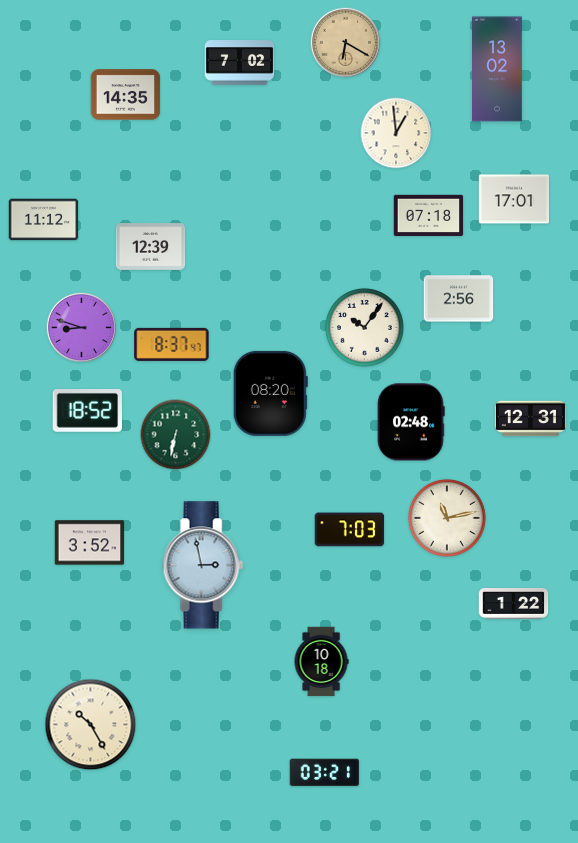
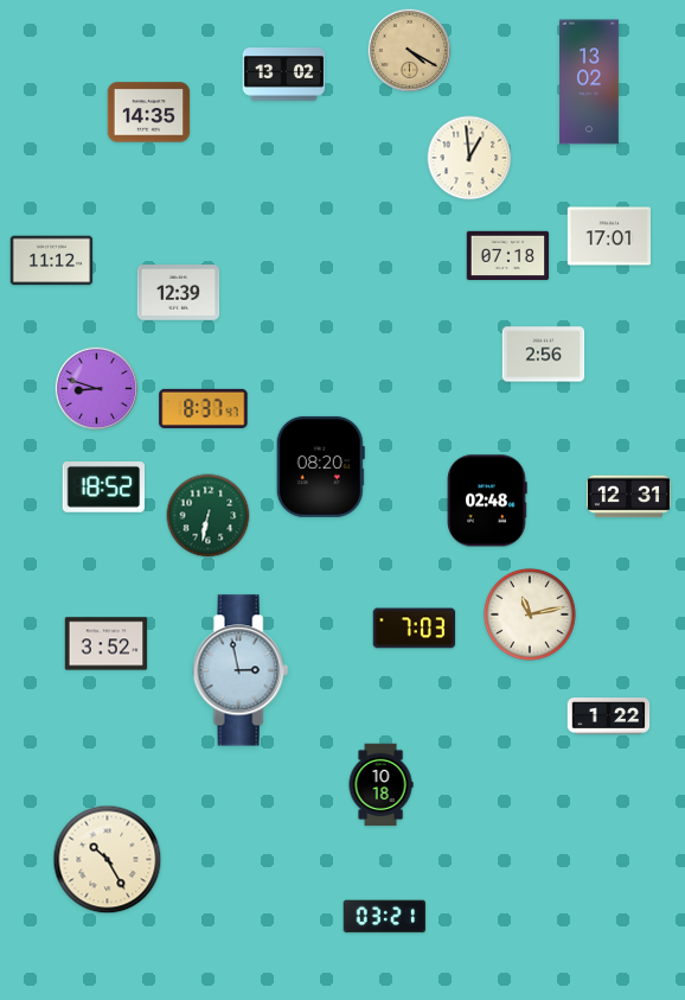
clock at (345, 42): 6:20 -> 4:20
clock at (240, 63): 7:02 -> 13:02
clock at (365, 328): 10:06 -> none
